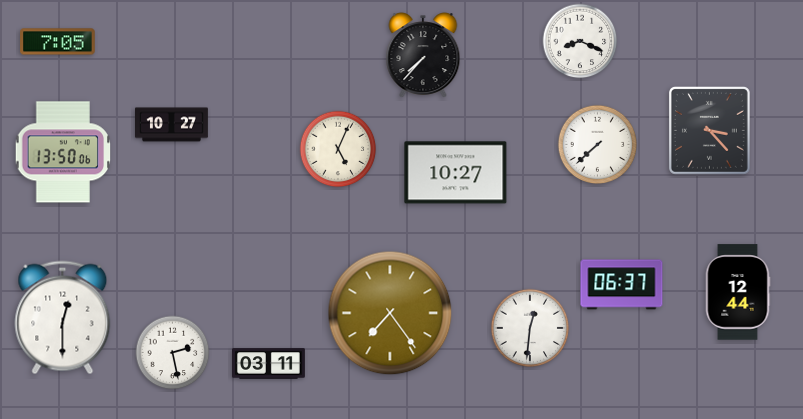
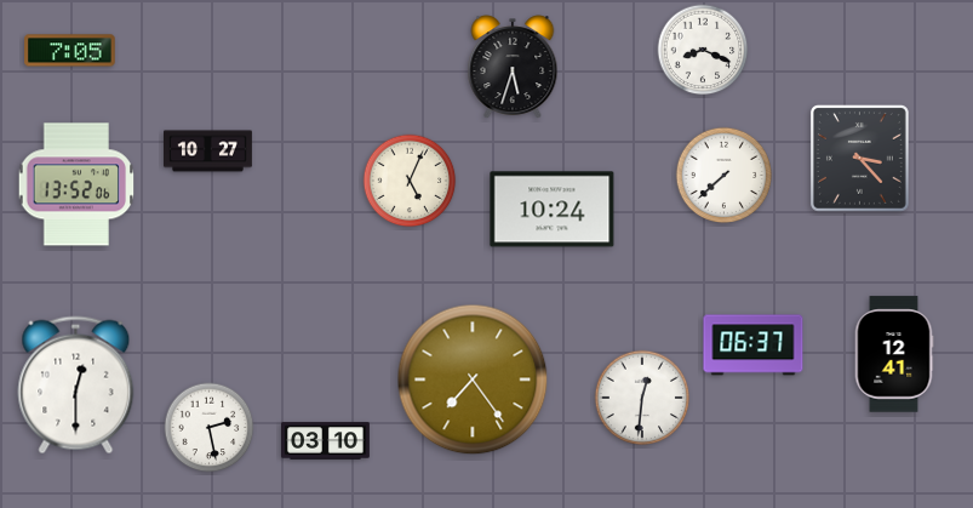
clock at (423, 55): 7:37 -> 5:33
clock at (63, 152): 13:50 -> 13:52
clock at (456, 173): 10:27 -> 10:24
clock at (738, 292): 12:44 -> 12:41
clock at (269, 364): 03:11 -> 03:10
